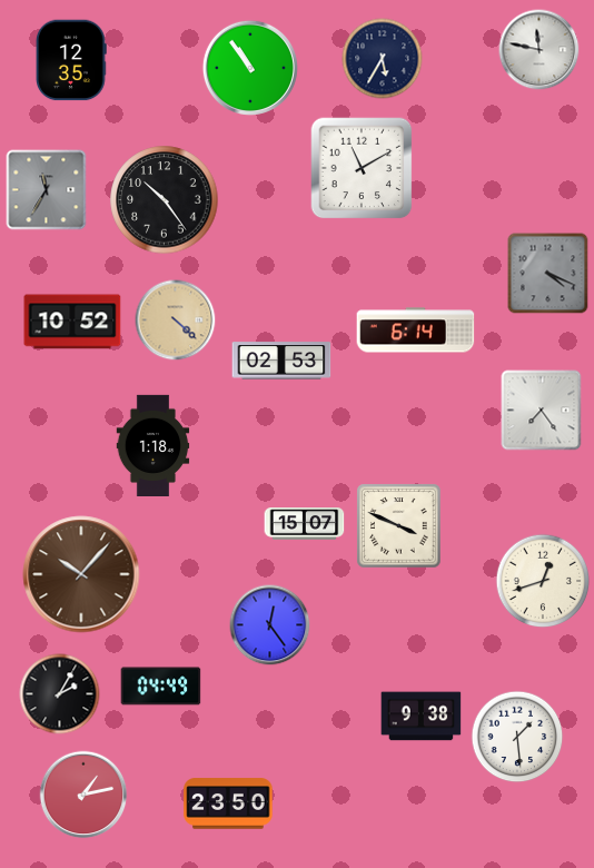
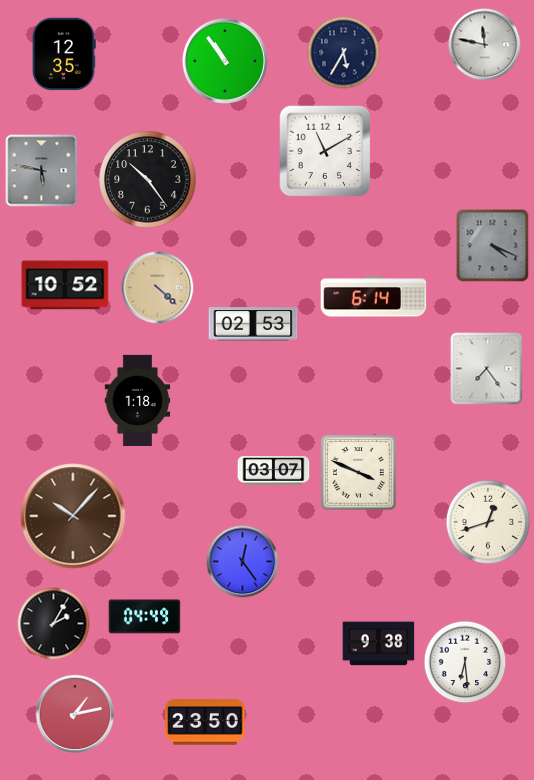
clock at (47, 190): 11:35 -> 5:47
clock at (72, 322) position: (72, 322) -> (65, 285)
clock at (305, 524): 15:07 -> 03:07
clock at (517, 737): 1:29 -> 6:29
